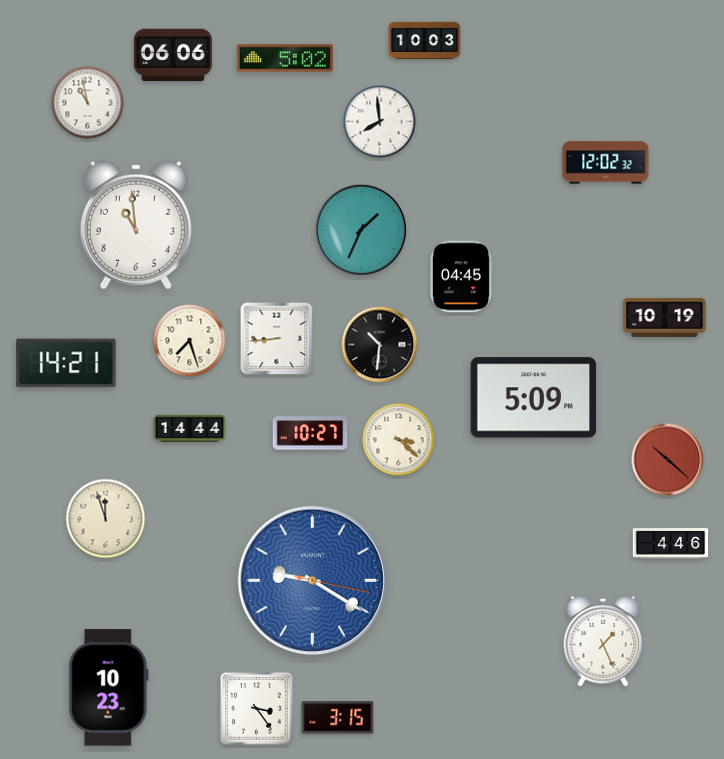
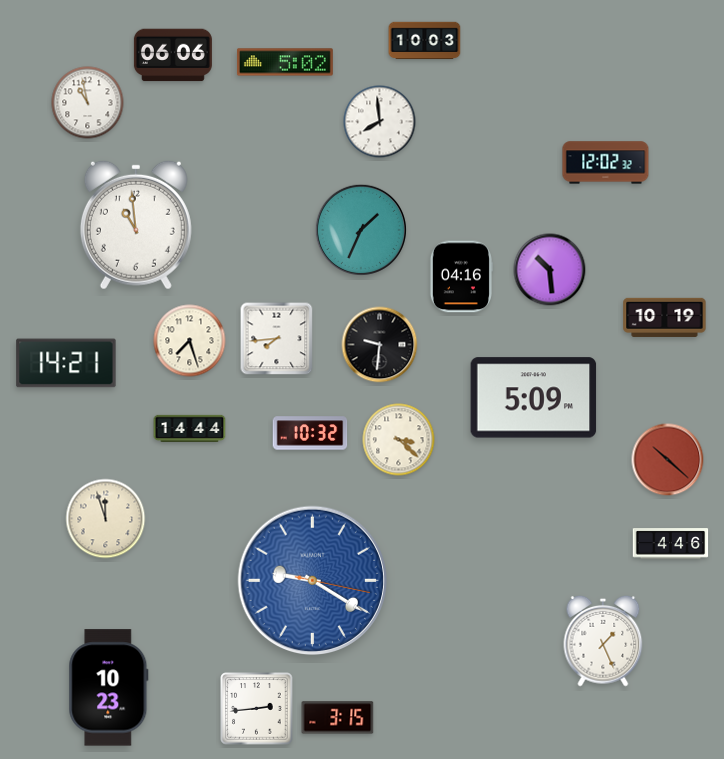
clock at (285, 58) position: (285, 58) -> (285, 62)
clock at (550, 270): none -> 10:29
clock at (461, 277): 04:45 -> 04:16
clock at (277, 339): 8:44 -> 7:44
clock at (380, 345): 10:31 -> 9:31
clock at (310, 433): 10:27 -> 10:32
clock at (257, 709): 3:24 -> 2:44
